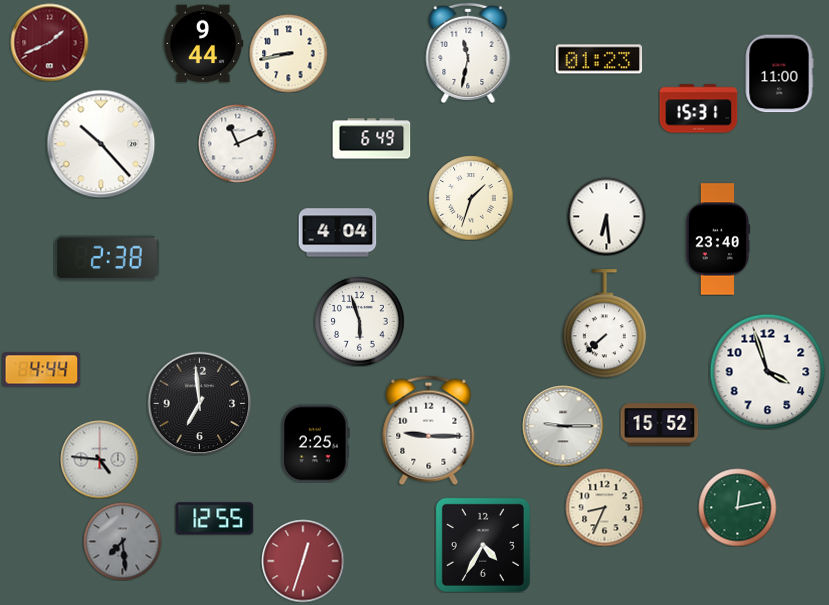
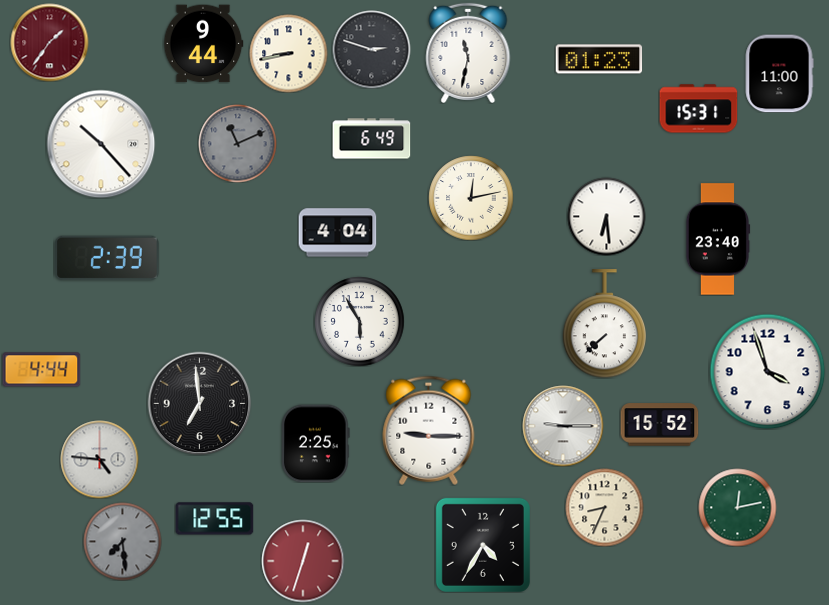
clock at (49, 42): 1:41 -> 1:36
clock at (371, 49): none -> 2:48
clock at (237, 143) dial: white -> grey
clock at (471, 198): 1:33 -> 12:13
clock at (108, 258): 2:38 -> 2:39
clock at (359, 321): 5:57 -> 5:55
